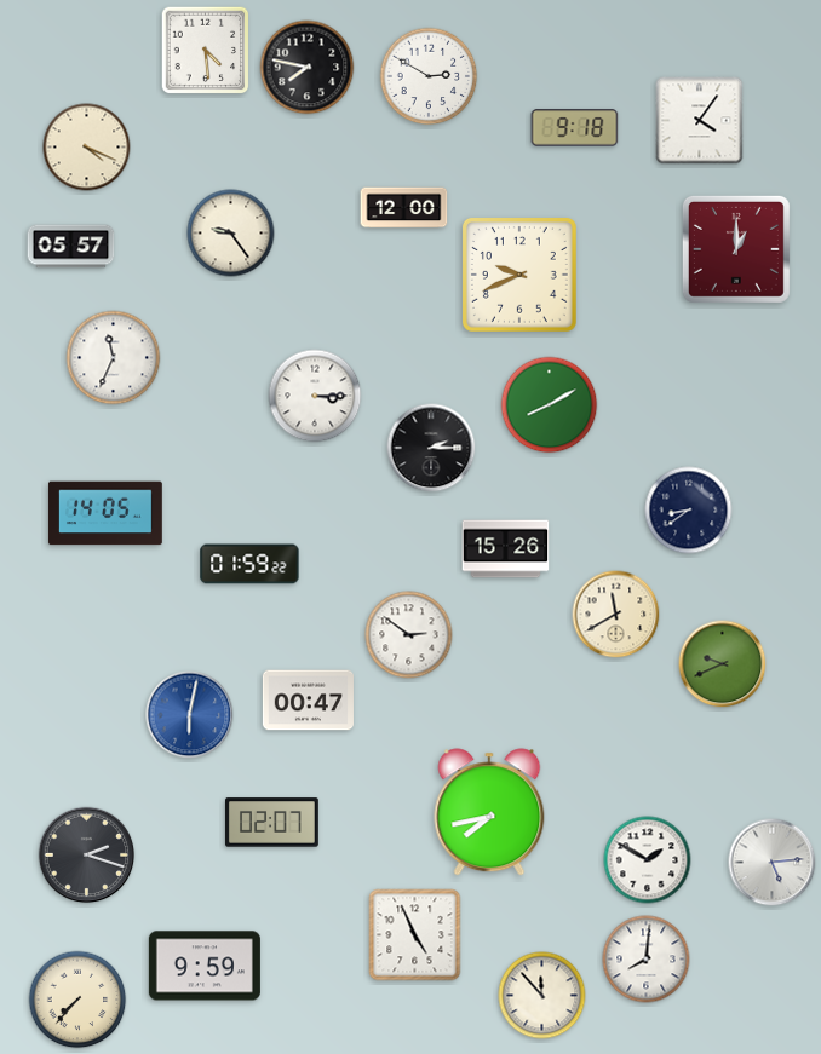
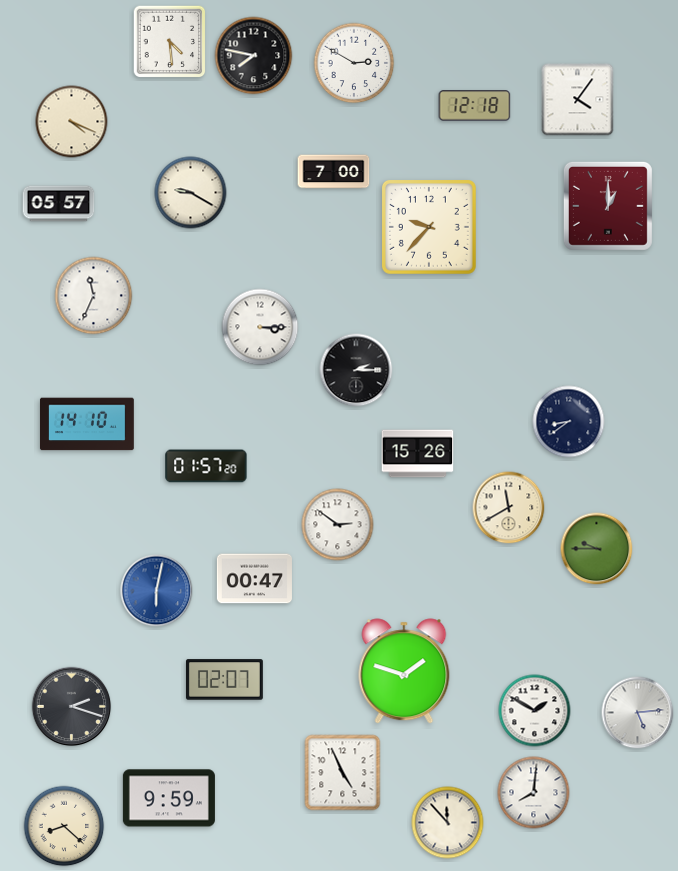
clock at (575, 128): 9:18 -> 12:18
clock at (404, 208): 12:00 -> 7:00
clock at (231, 234): 9:24 -> 9:20
clock at (519, 275): 9:41 -> 9:37
clock at (550, 405): 8:10 -> none
clock at (105, 513): 14:05 -> 14:10
clock at (249, 564): 01:59 -> 01:57
clock at (723, 664): 9:41 -> 9:45
clock at (489, 812): 7:43 -> 1:48
clock at (77, 1000): 7:37 -> 8:22
